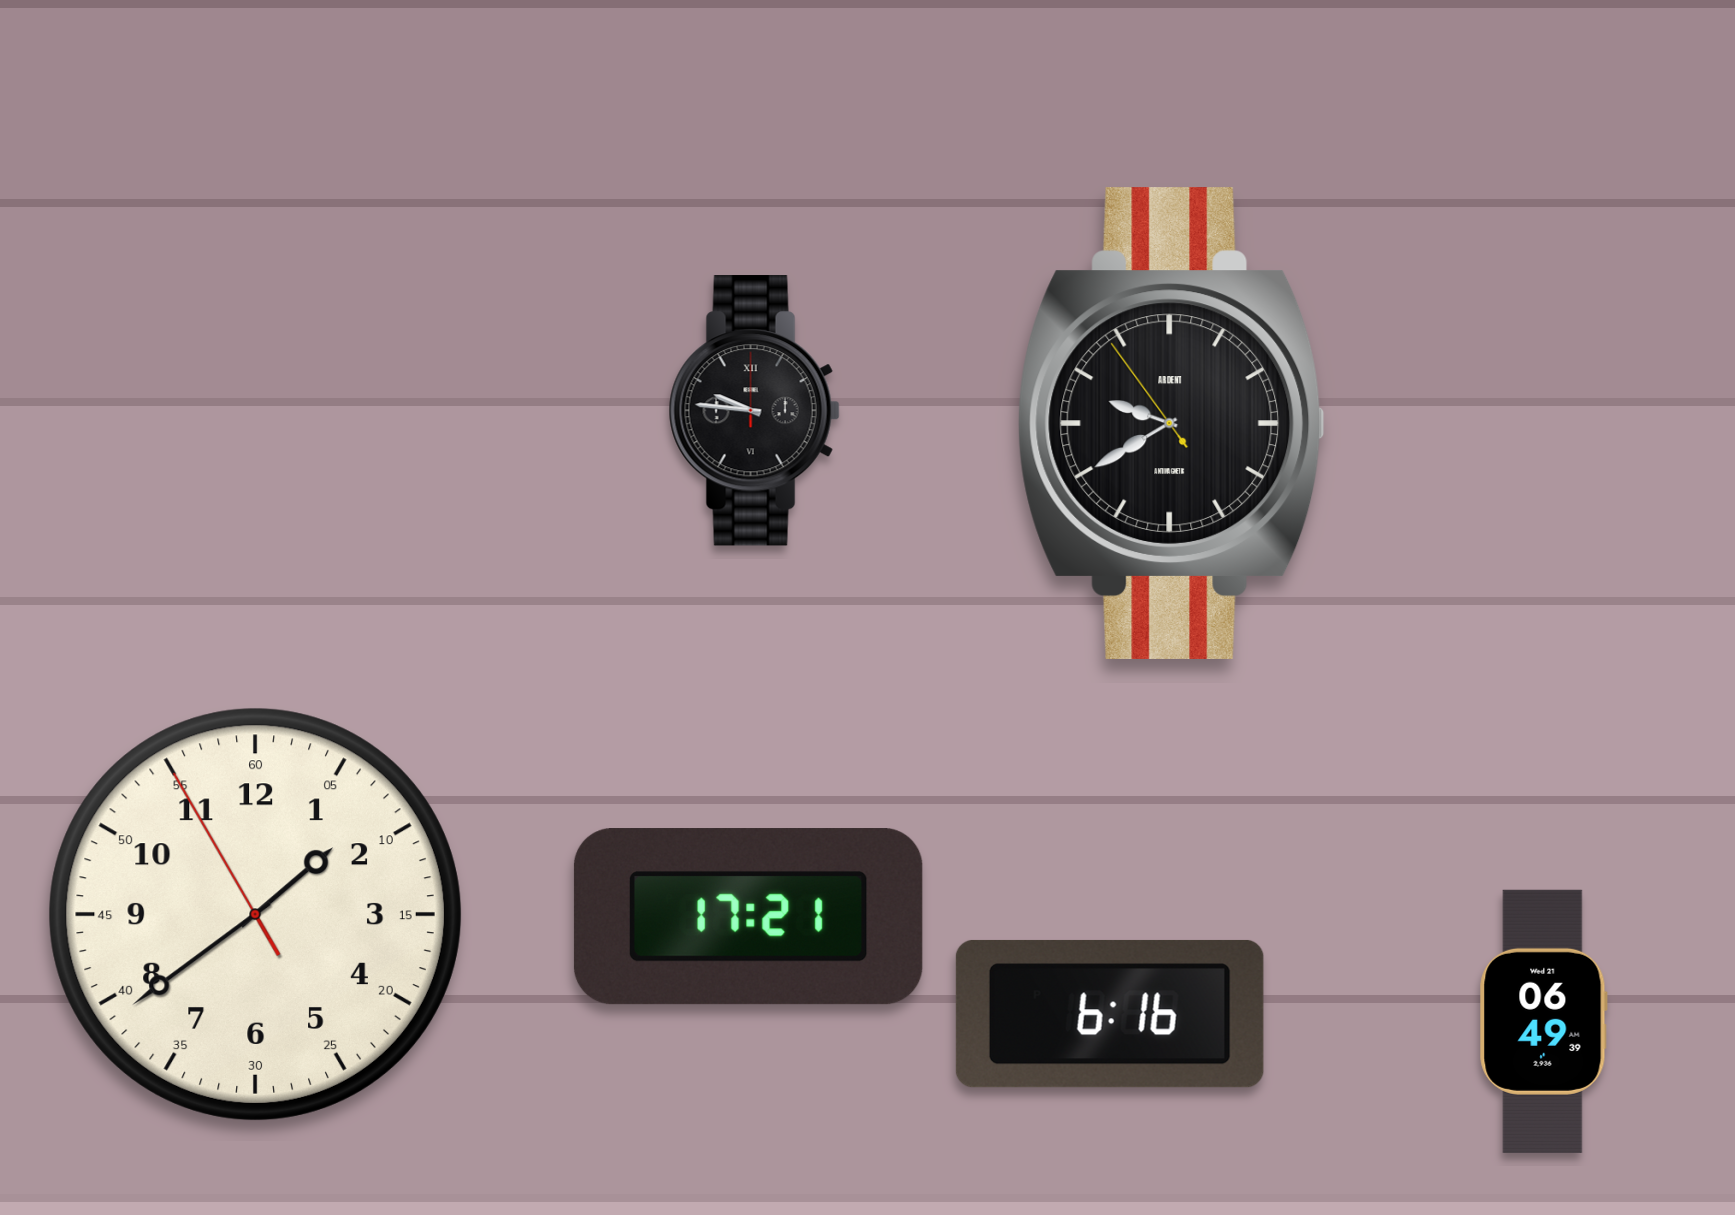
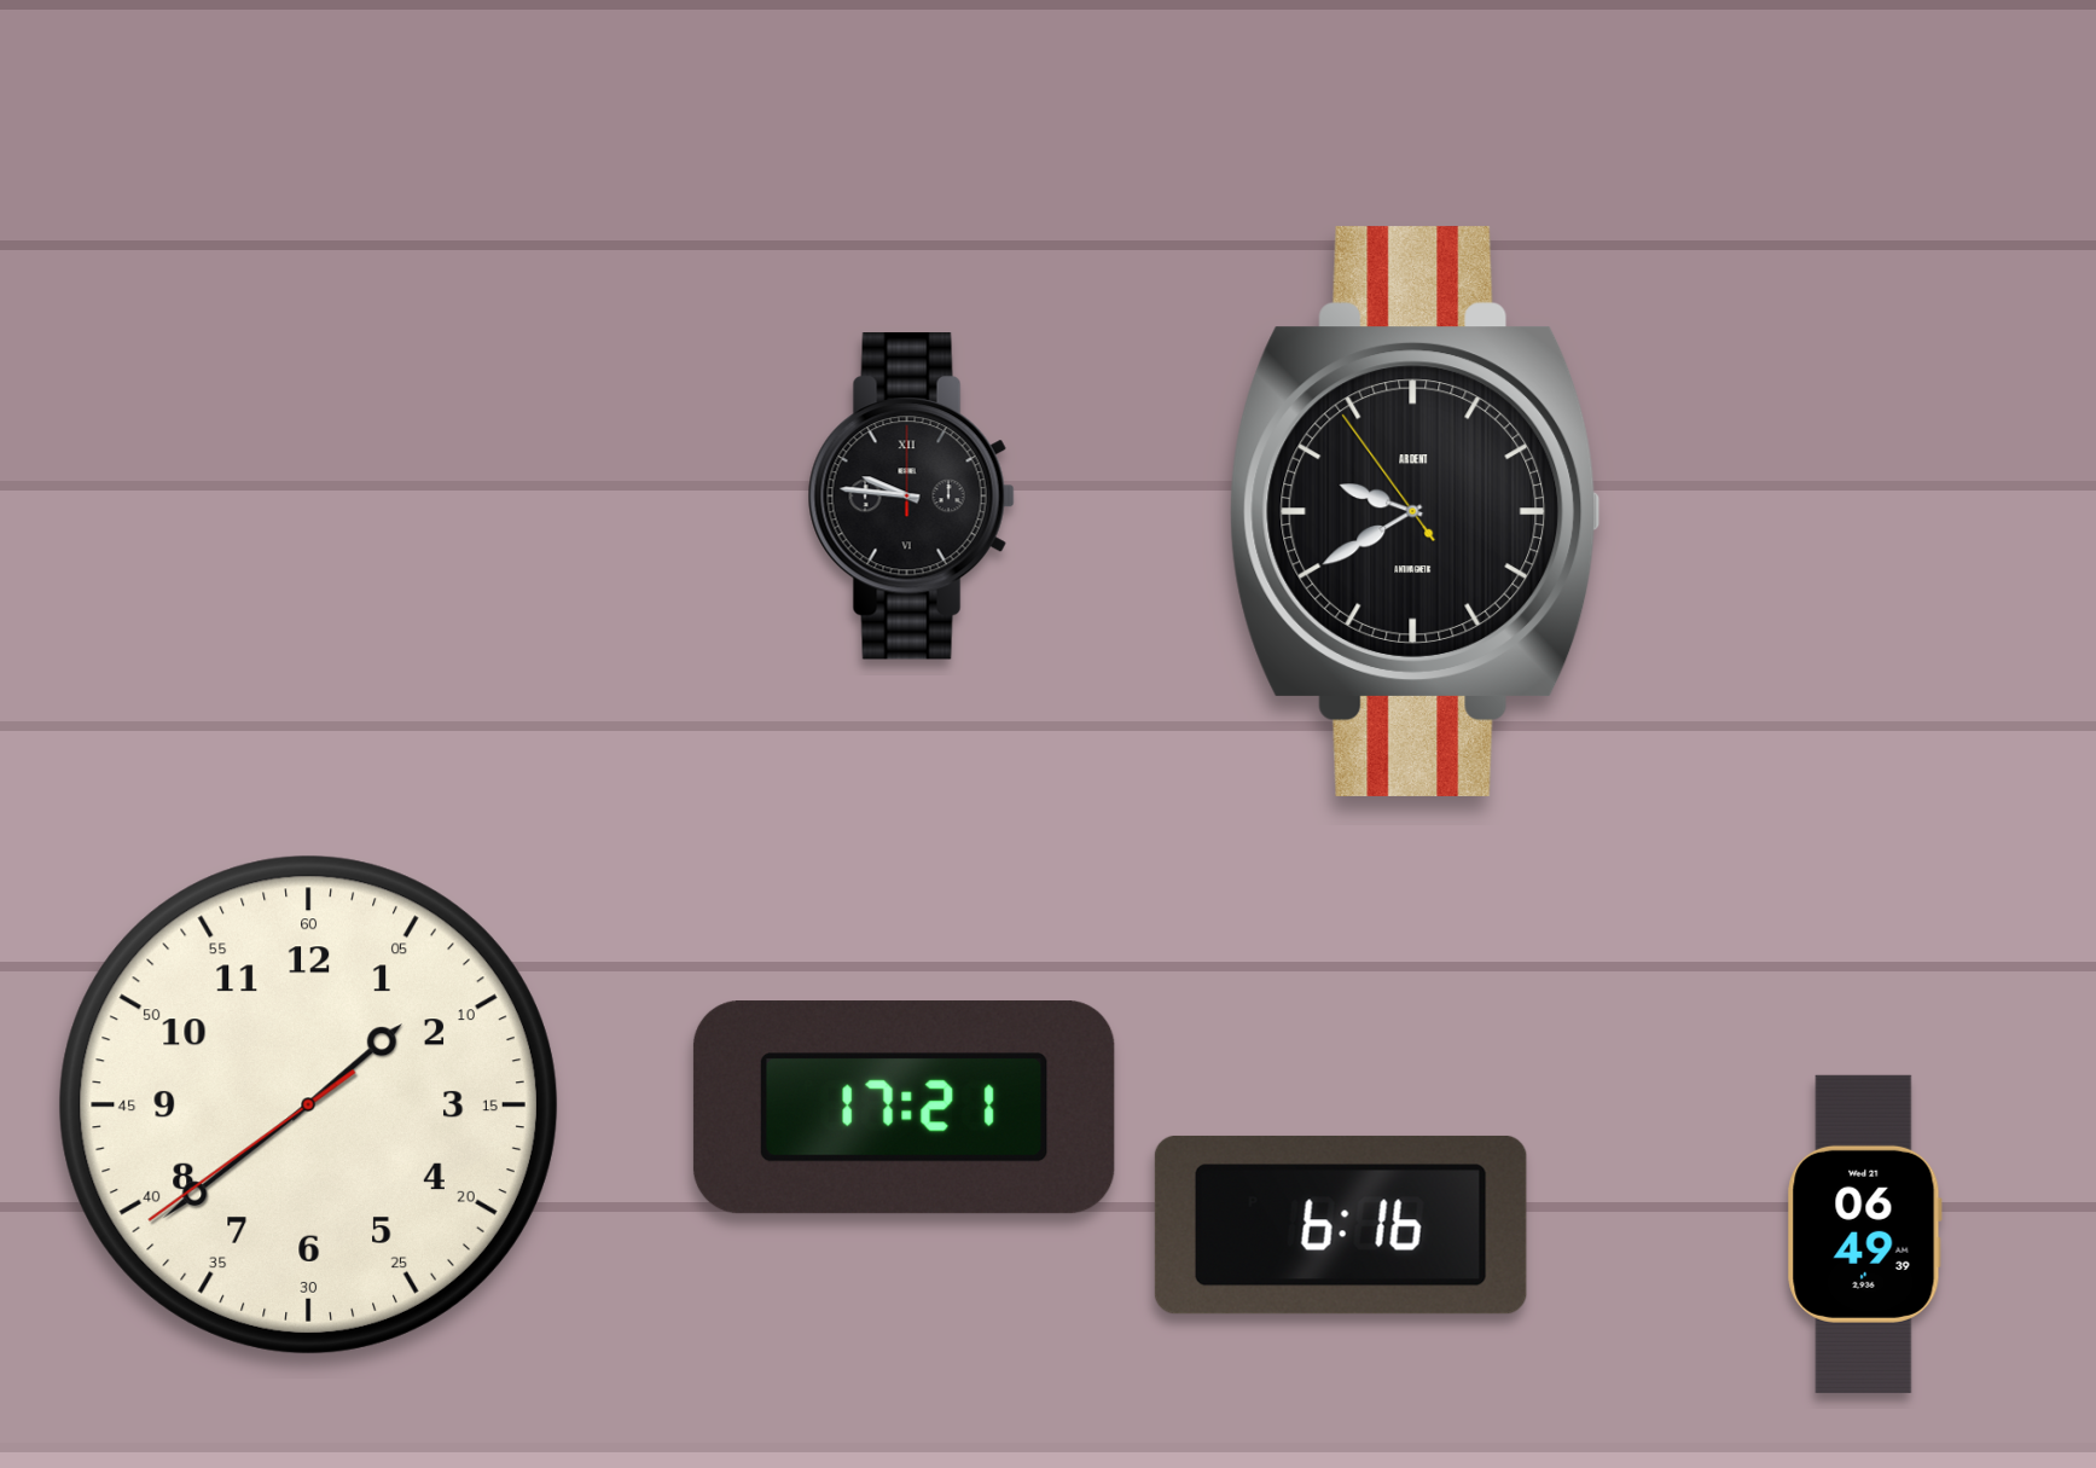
clock at (255, 914): 1:38:55 -> 1:38:39
